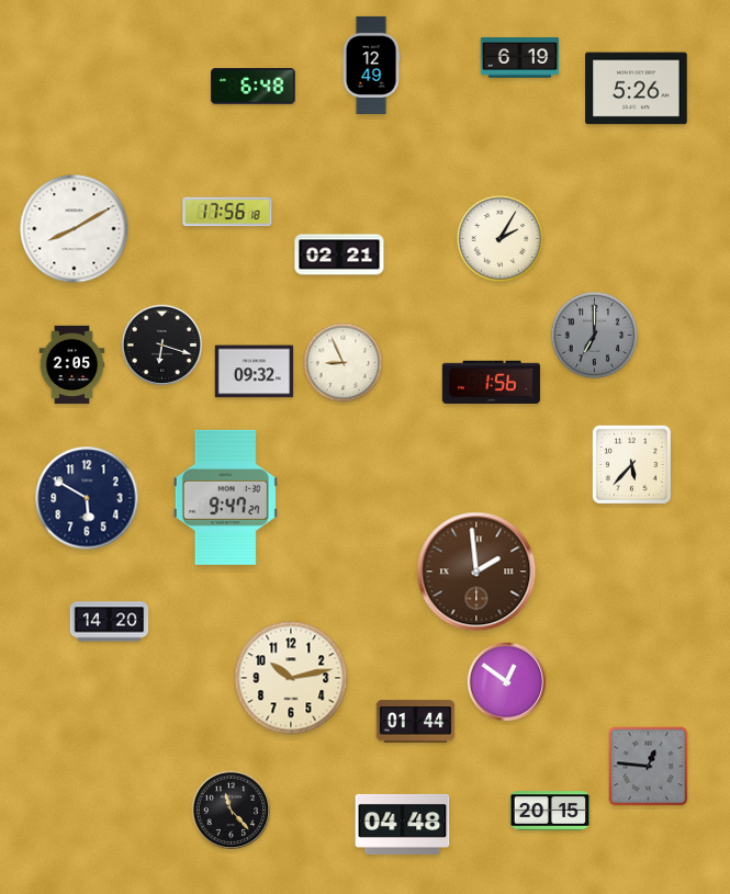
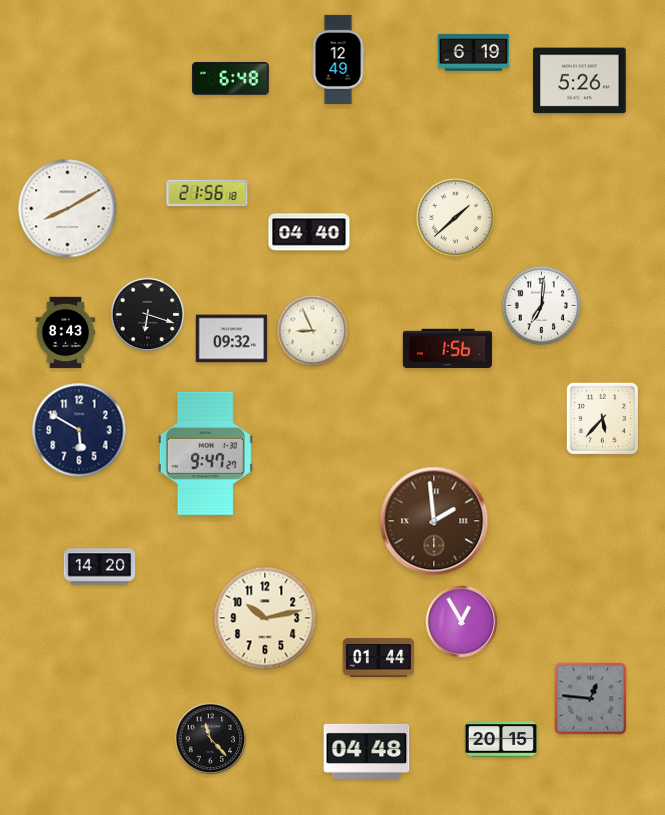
clock at (227, 212): 17:56 -> 21:56
clock at (501, 239): 2:05 -> 1:38
clock at (339, 254): 02:21 -> 04:40
clock at (595, 336): 7:00 -> 7:01
clock at (595, 336) dial: grey -> white
clock at (72, 365): 2:05 -> 8:43
clock at (631, 464) position: (631, 464) -> (602, 418)
clock at (87, 498) position: (87, 498) -> (79, 430)
clock at (507, 682): 12:51 -> 12:55
